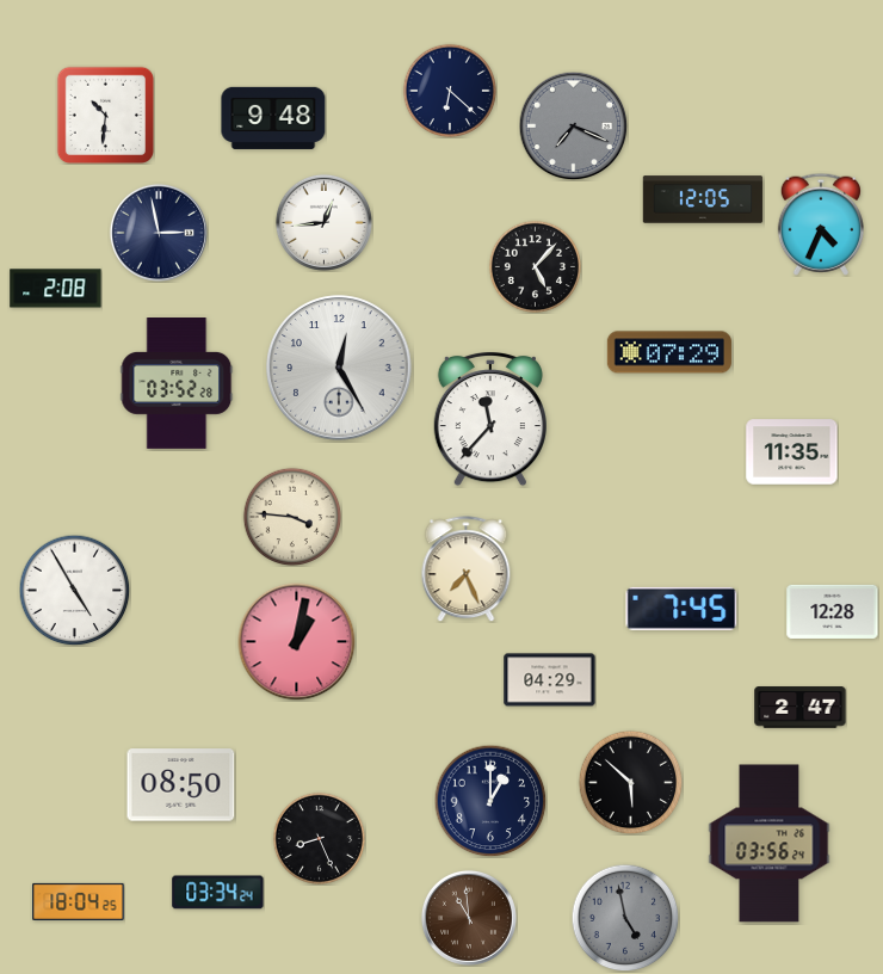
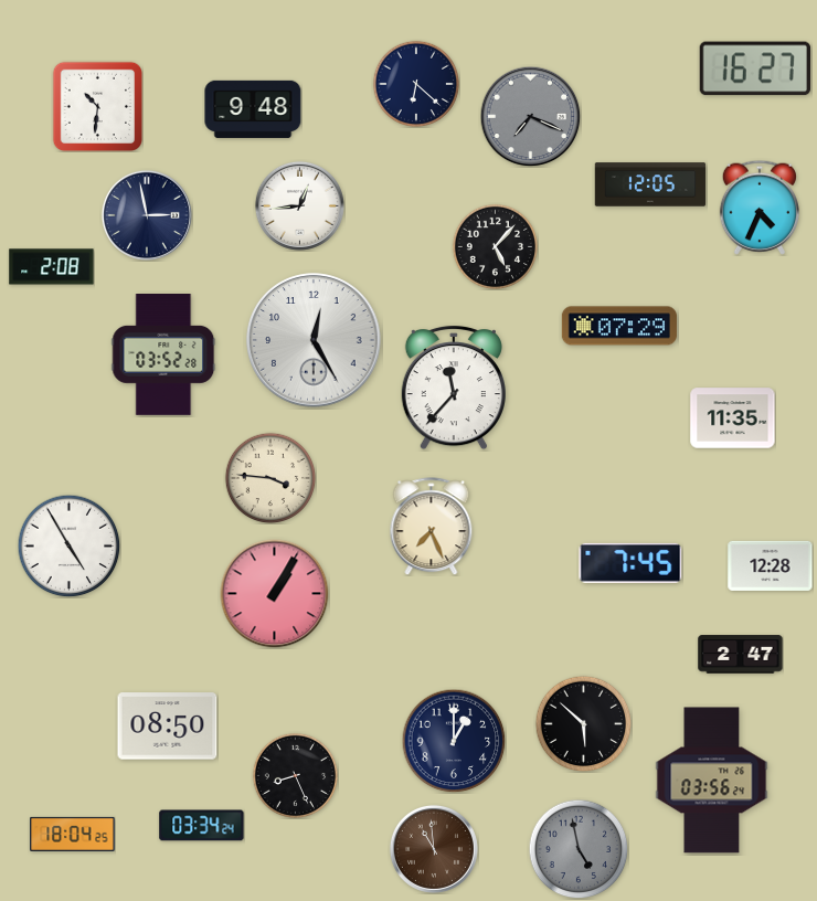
clock at (754, 68): none -> 16:27
clock at (297, 642): 1:02 -> 1:05
clock at (550, 680): 04:29 -> none
